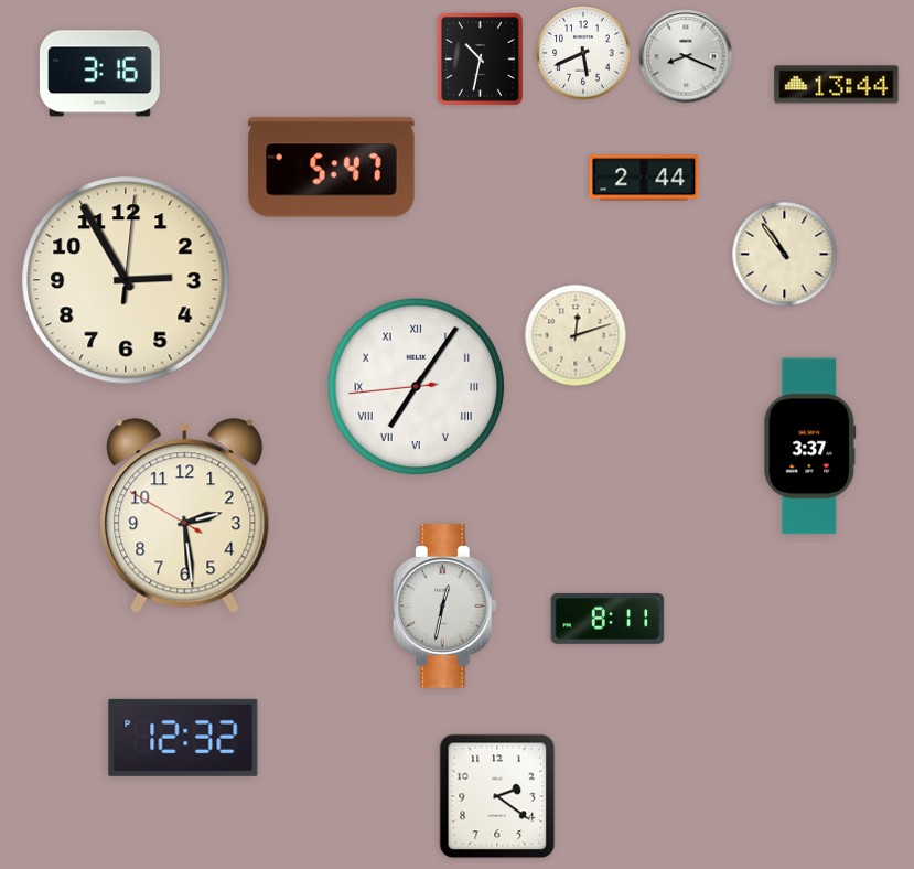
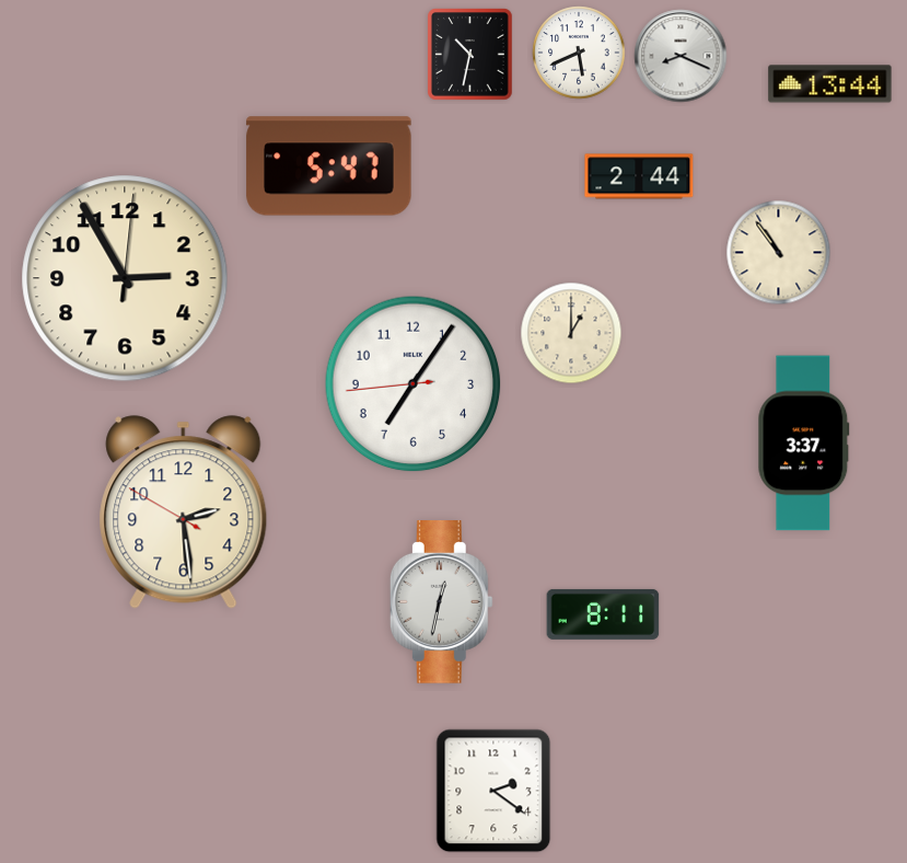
clock at (481, 60) position: (481, 60) -> (470, 55)
clock at (99, 74): 3:16 -> none
clock at (576, 335): 12:12 -> 1:00
clock at (417, 387) numerals: Roman -> Arabic
clock at (183, 738): 12:32 -> none
